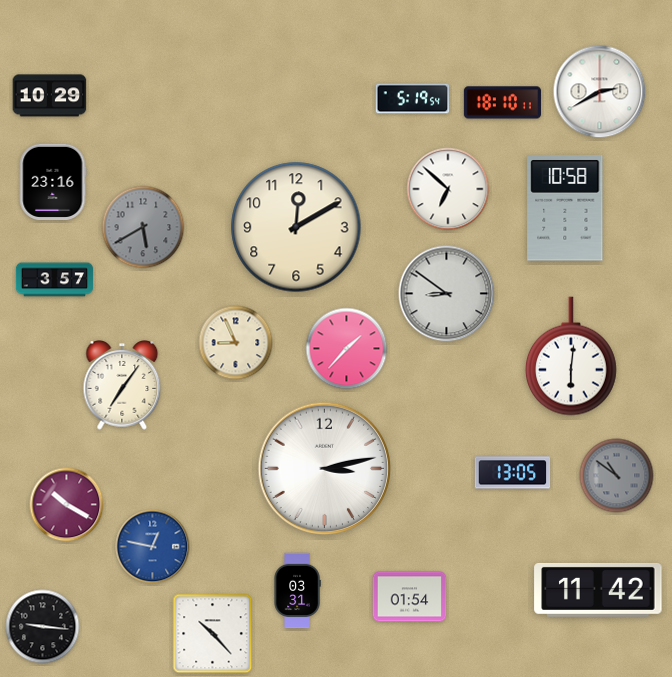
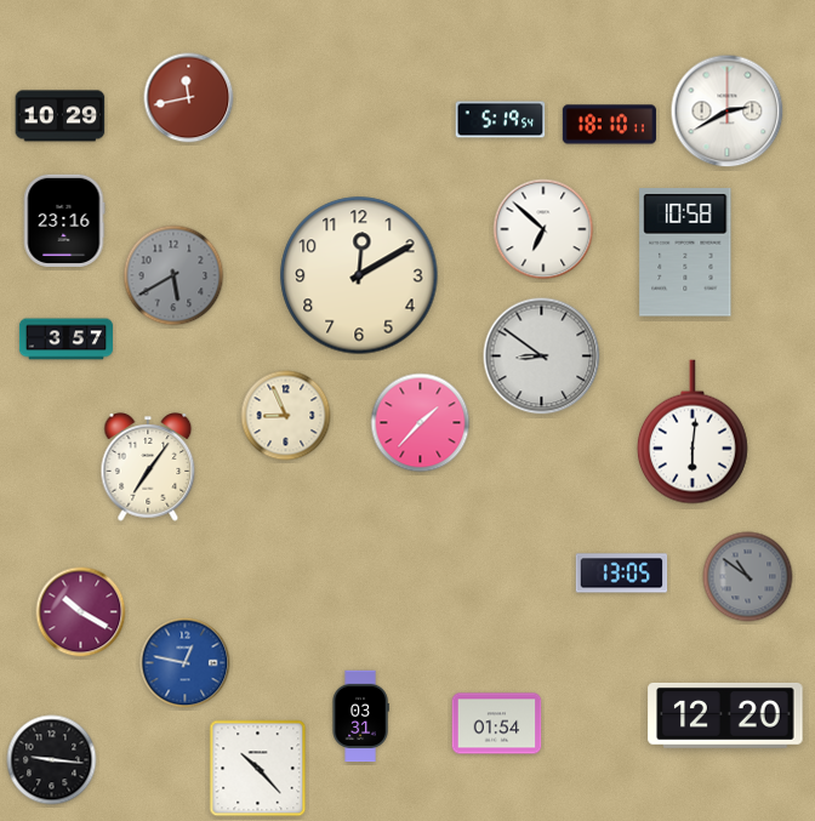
clock at (189, 98): none -> 11:43
clock at (325, 469): 3:13 -> none
clock at (598, 590): 11:42 -> 12:20
